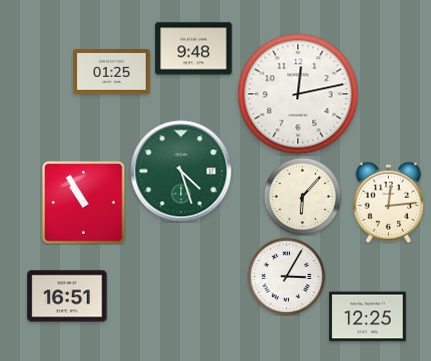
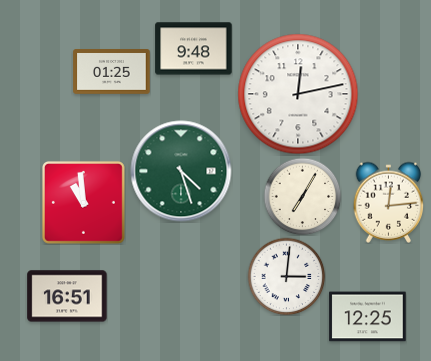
clock at (302, 196): 6:07 -> 7:05
clock at (83, 202): 10:55 -> 10:59
clock at (286, 276): 3:05 -> 3:01
